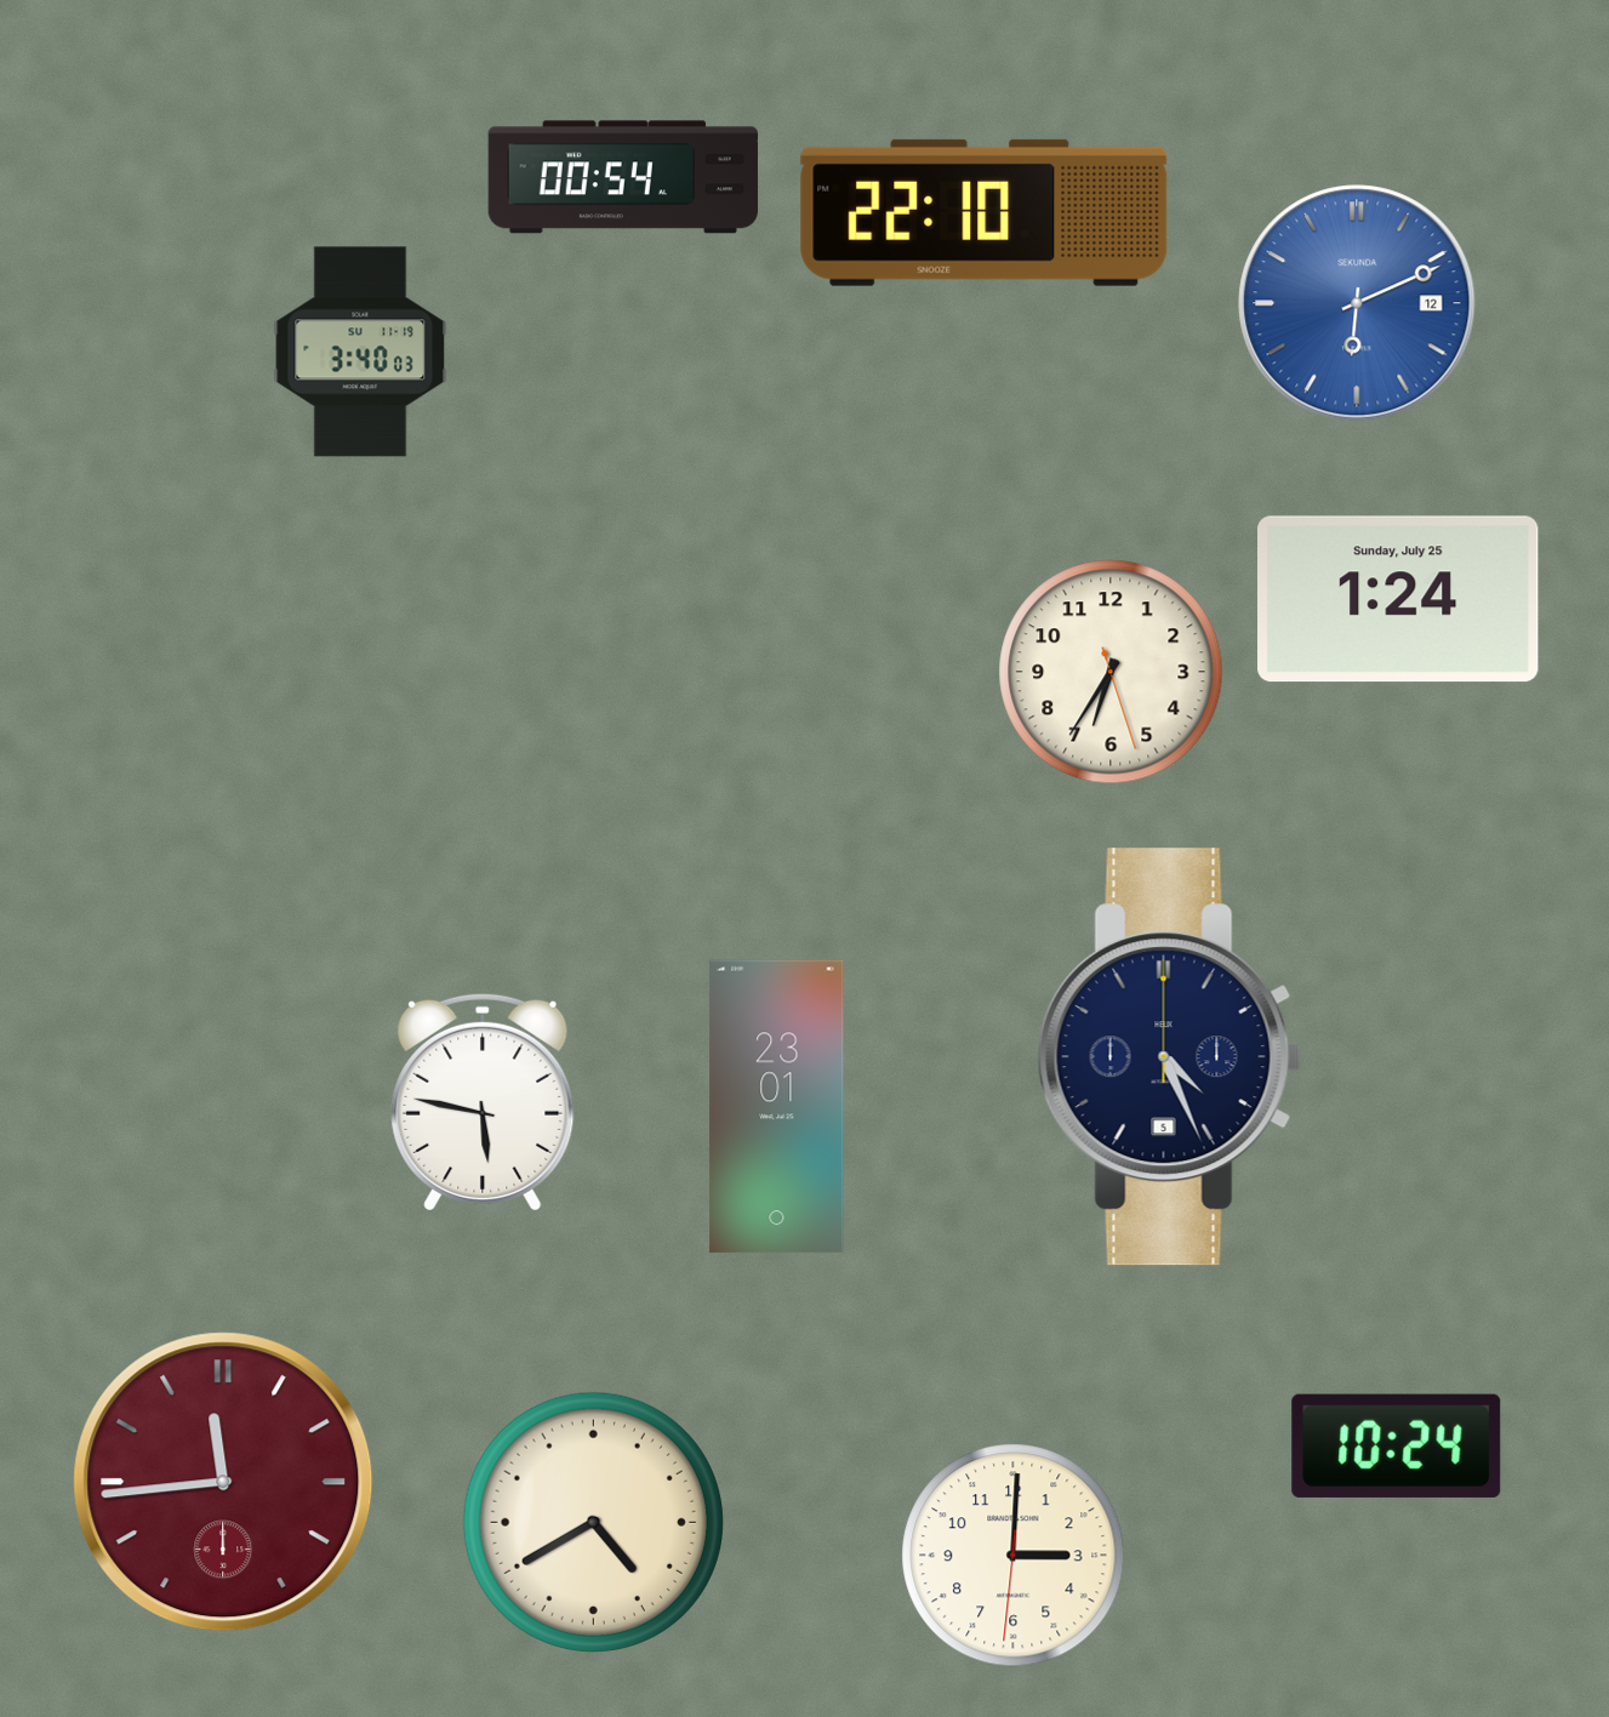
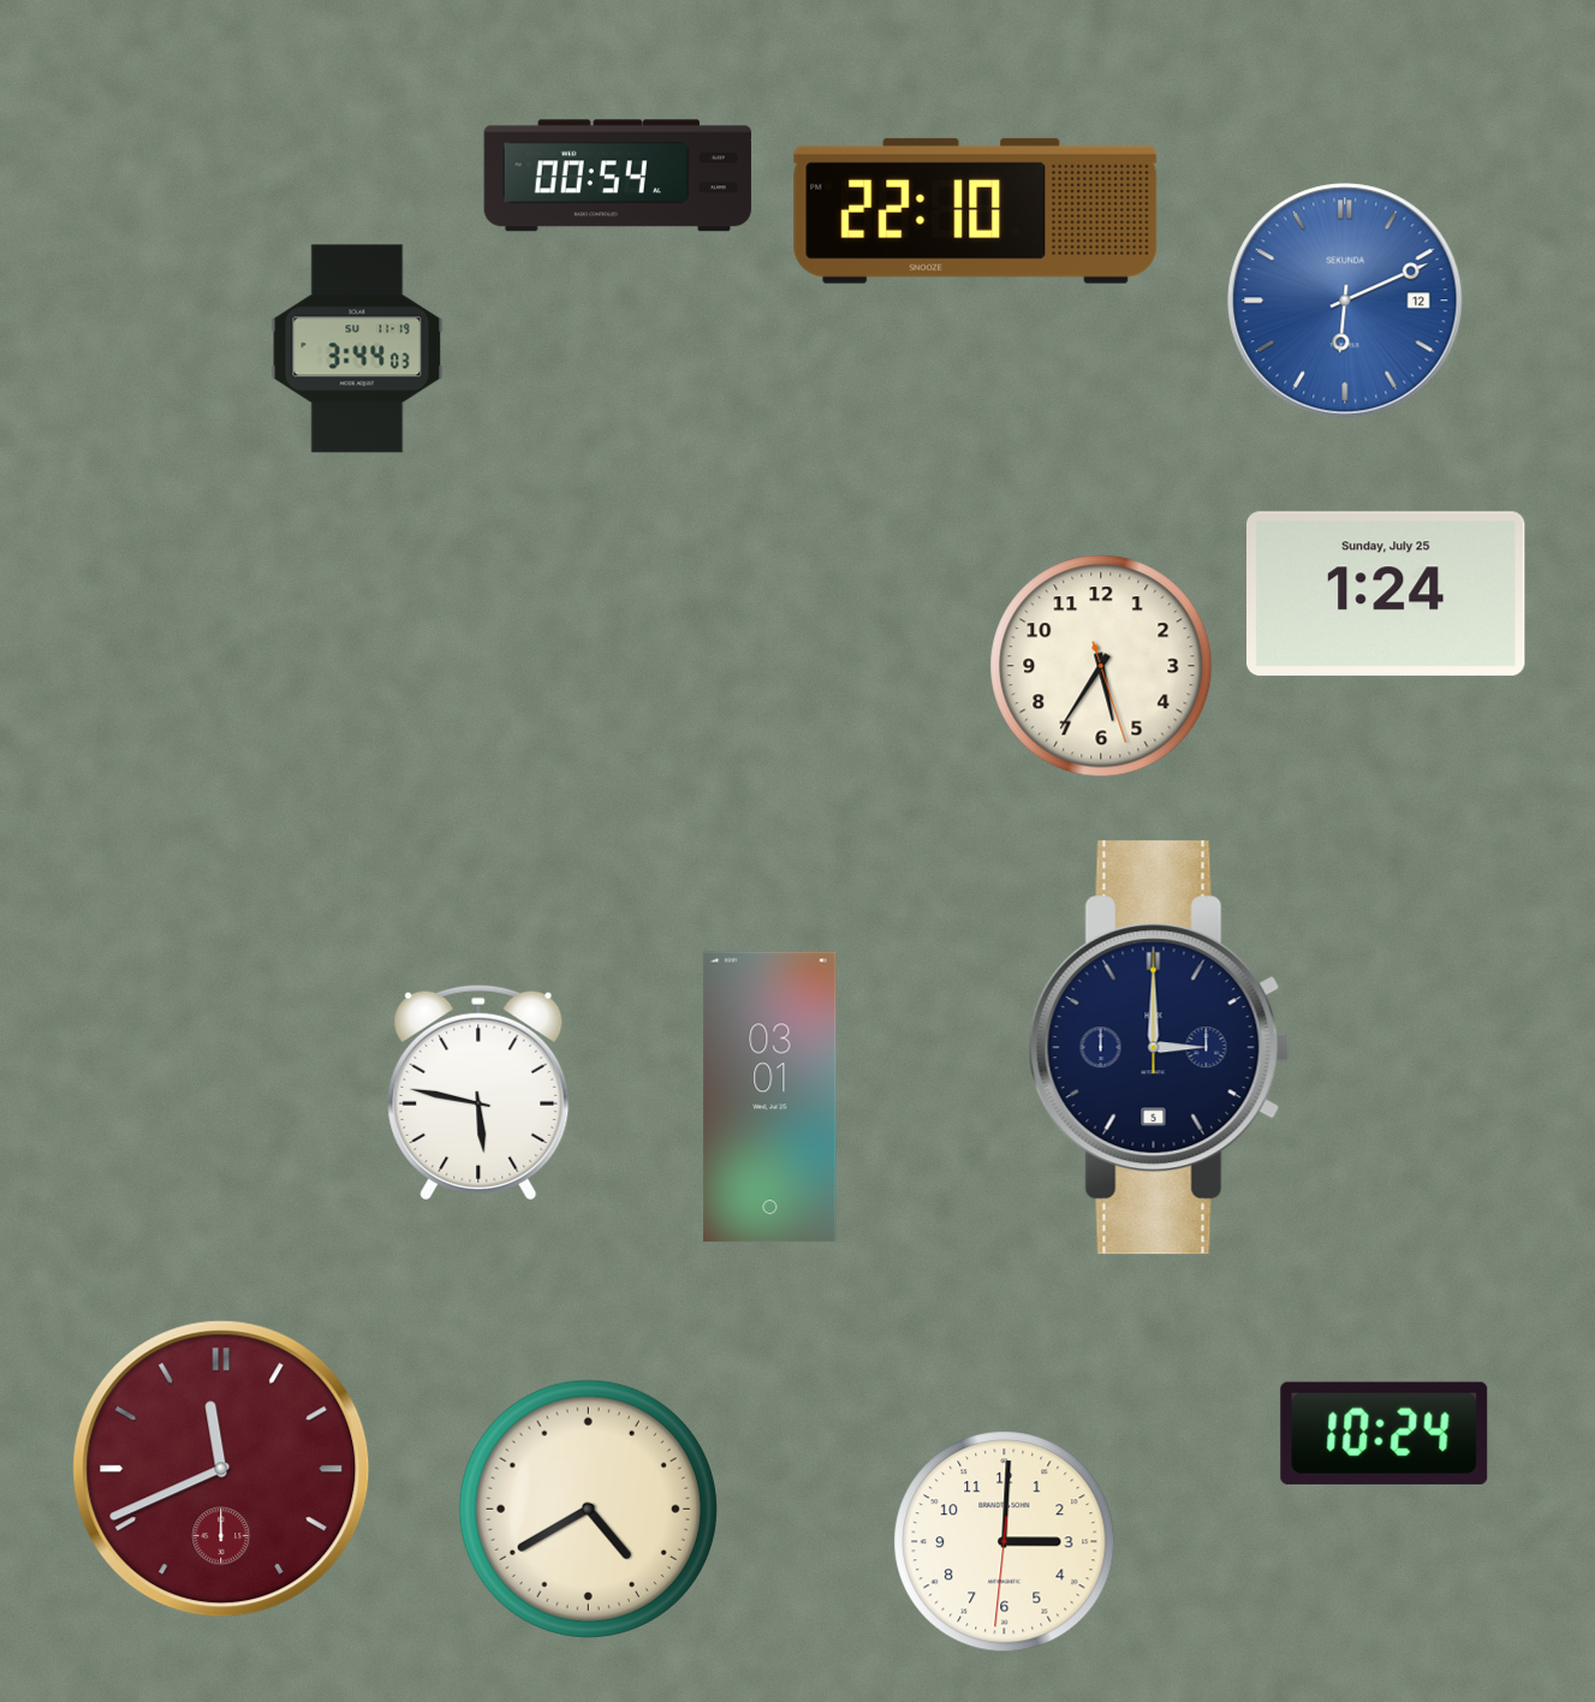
clock at (360, 352): 3:40 -> 3:44
clock at (1111, 672): 6:35 -> 5:35
clock at (1169, 1057): 4:26 -> 3:00
clock at (777, 1107): 23:01 -> 03:01
clock at (223, 1482): 11:44 -> 11:41
